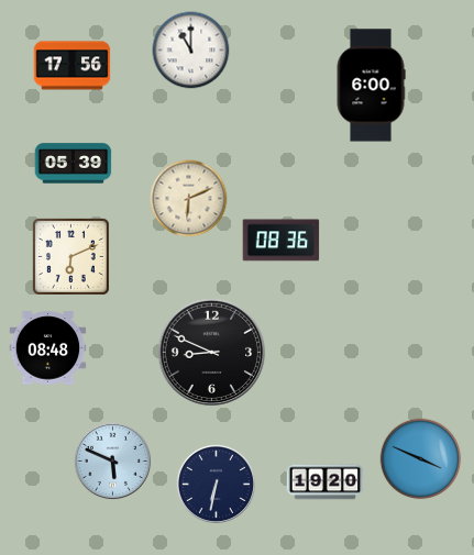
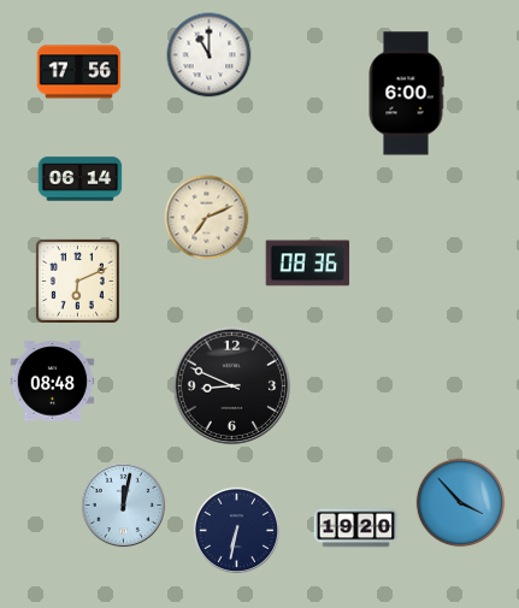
clock at (74, 164): 05:39 -> 06:14
clock at (189, 199): 6:11 -> 7:11
clock at (421, 459): 3:49 -> 3:53
clock at (113, 462): 5:49 -> 12:02
